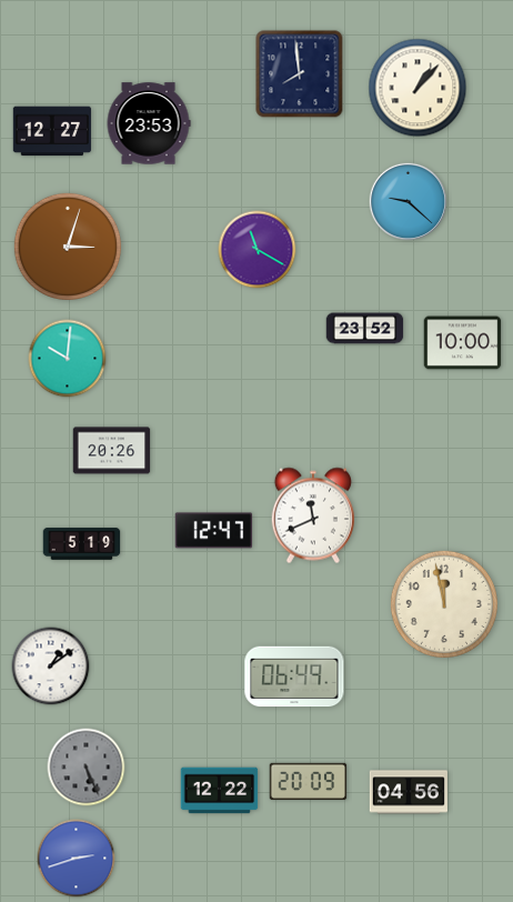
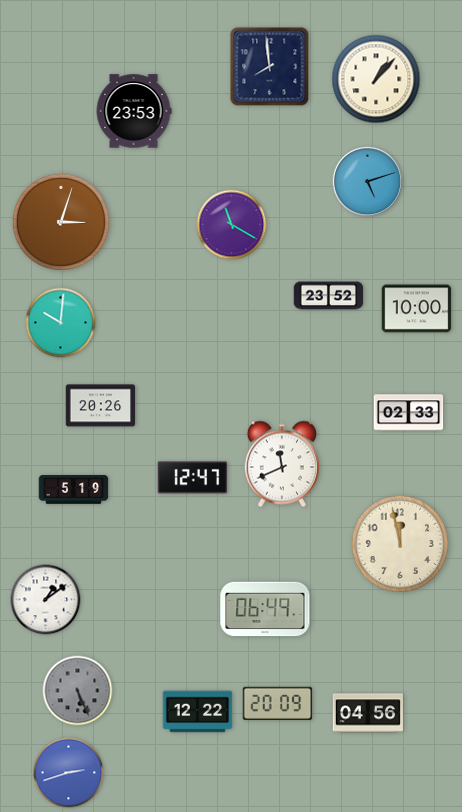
clock at (51, 131): 12:27 -> none
clock at (408, 201): 9:22 -> 5:12
clock at (409, 413): none -> 02:33
